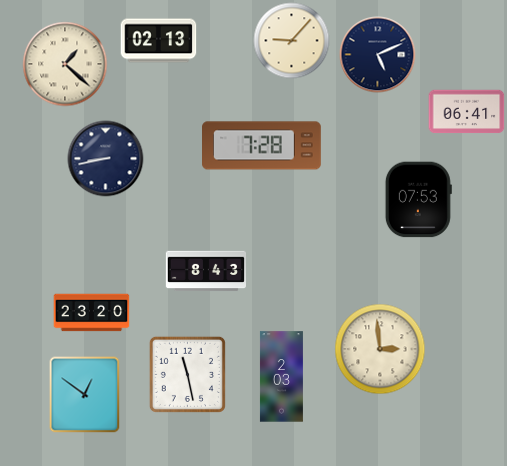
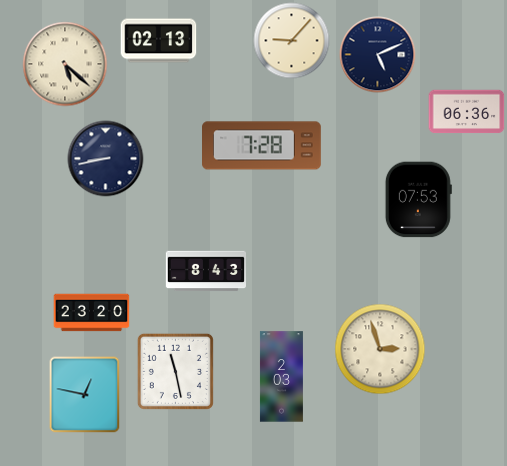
clock at (65, 64): 1:22 -> 5:22
clock at (467, 112): 06:41 -> 06:36
clock at (380, 349): 2:59 -> 2:57
clock at (187, 374) position: (187, 374) -> (175, 371)
clock at (85, 395): 12:51 -> 12:47
